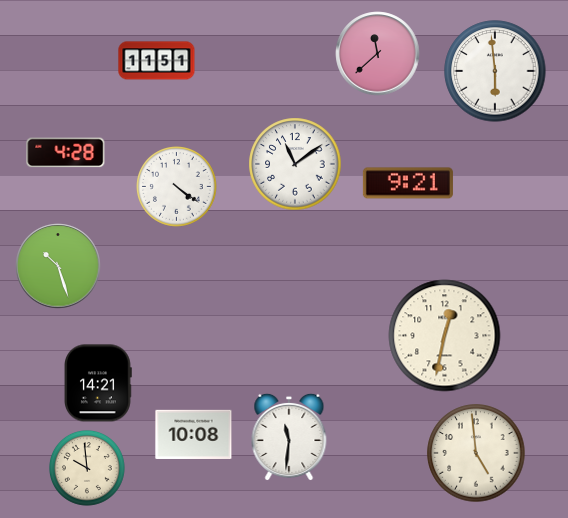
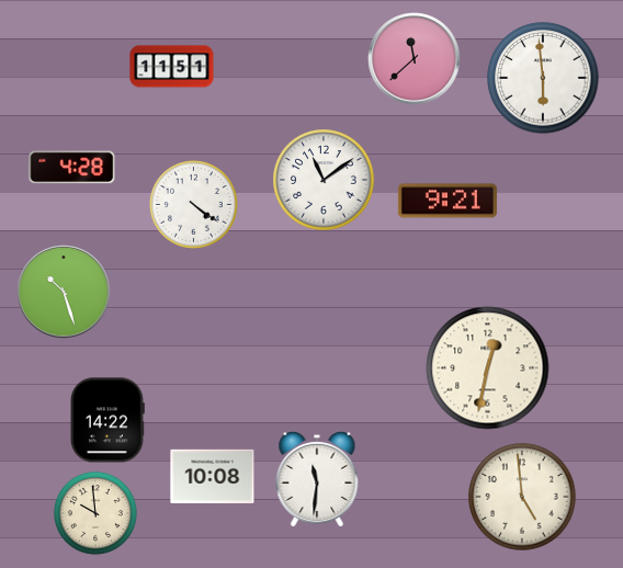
clock at (98, 383): 14:21 -> 14:22
